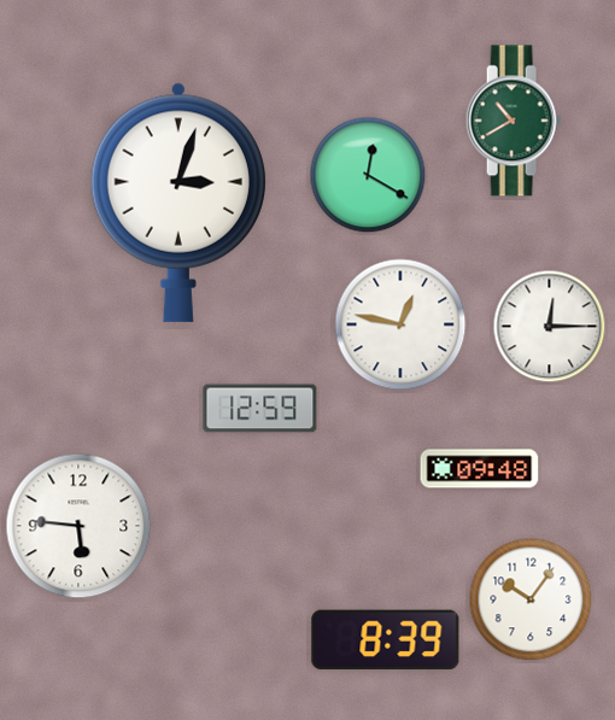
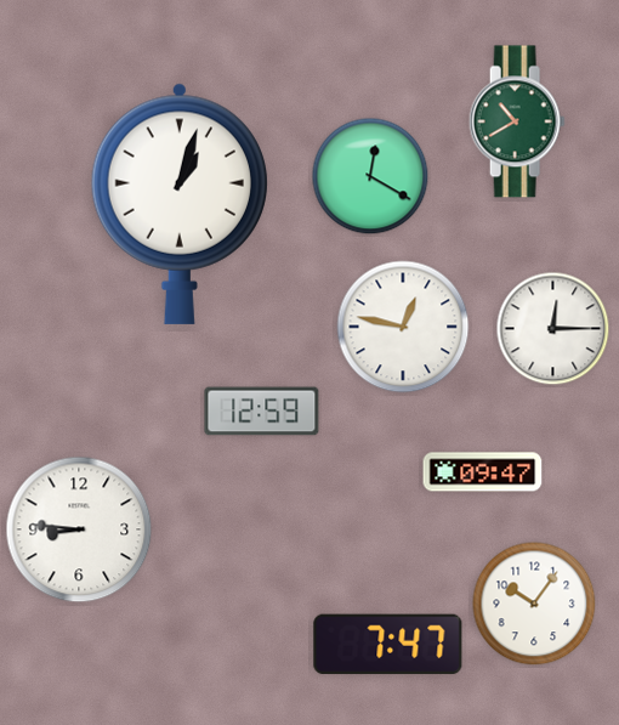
clock at (178, 203): 3:03 -> 1:03
clock at (480, 469): 09:48 -> 09:47
clock at (78, 526): 5:46 -> 8:46
clock at (386, 640): 8:39 -> 7:47
